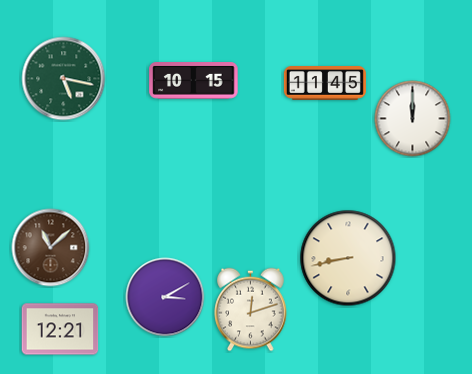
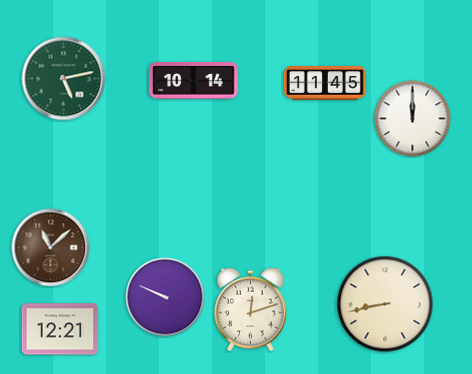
clock at (64, 79): 5:17 -> 5:13
clock at (194, 81): 10:15 -> 10:14
clock at (348, 258) position: (348, 258) -> (385, 304)
clock at (165, 297): 3:10 -> 9:49
